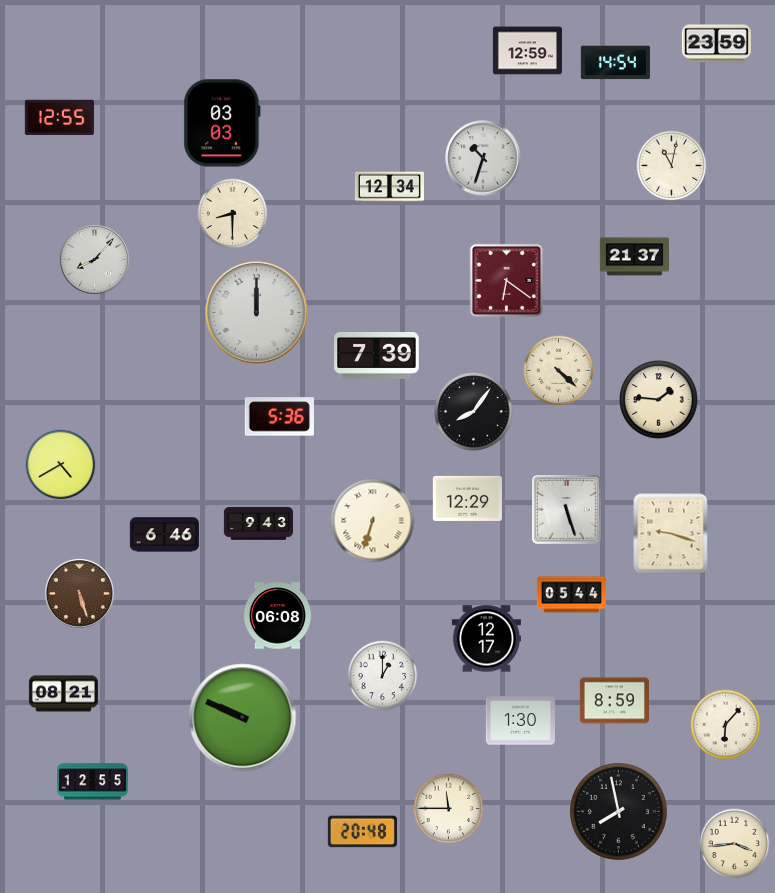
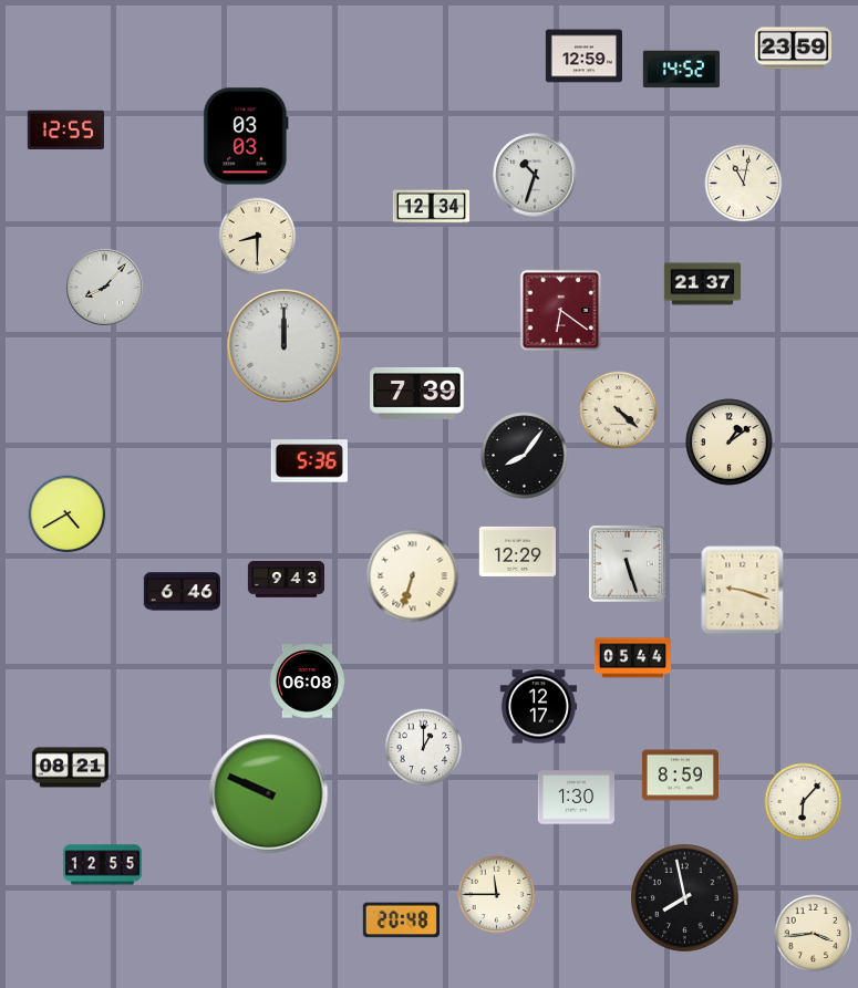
clock at (615, 63): 14:54 -> 14:52
clock at (659, 400): 1:46 -> 1:09
clock at (79, 593): 5:27 -> none
